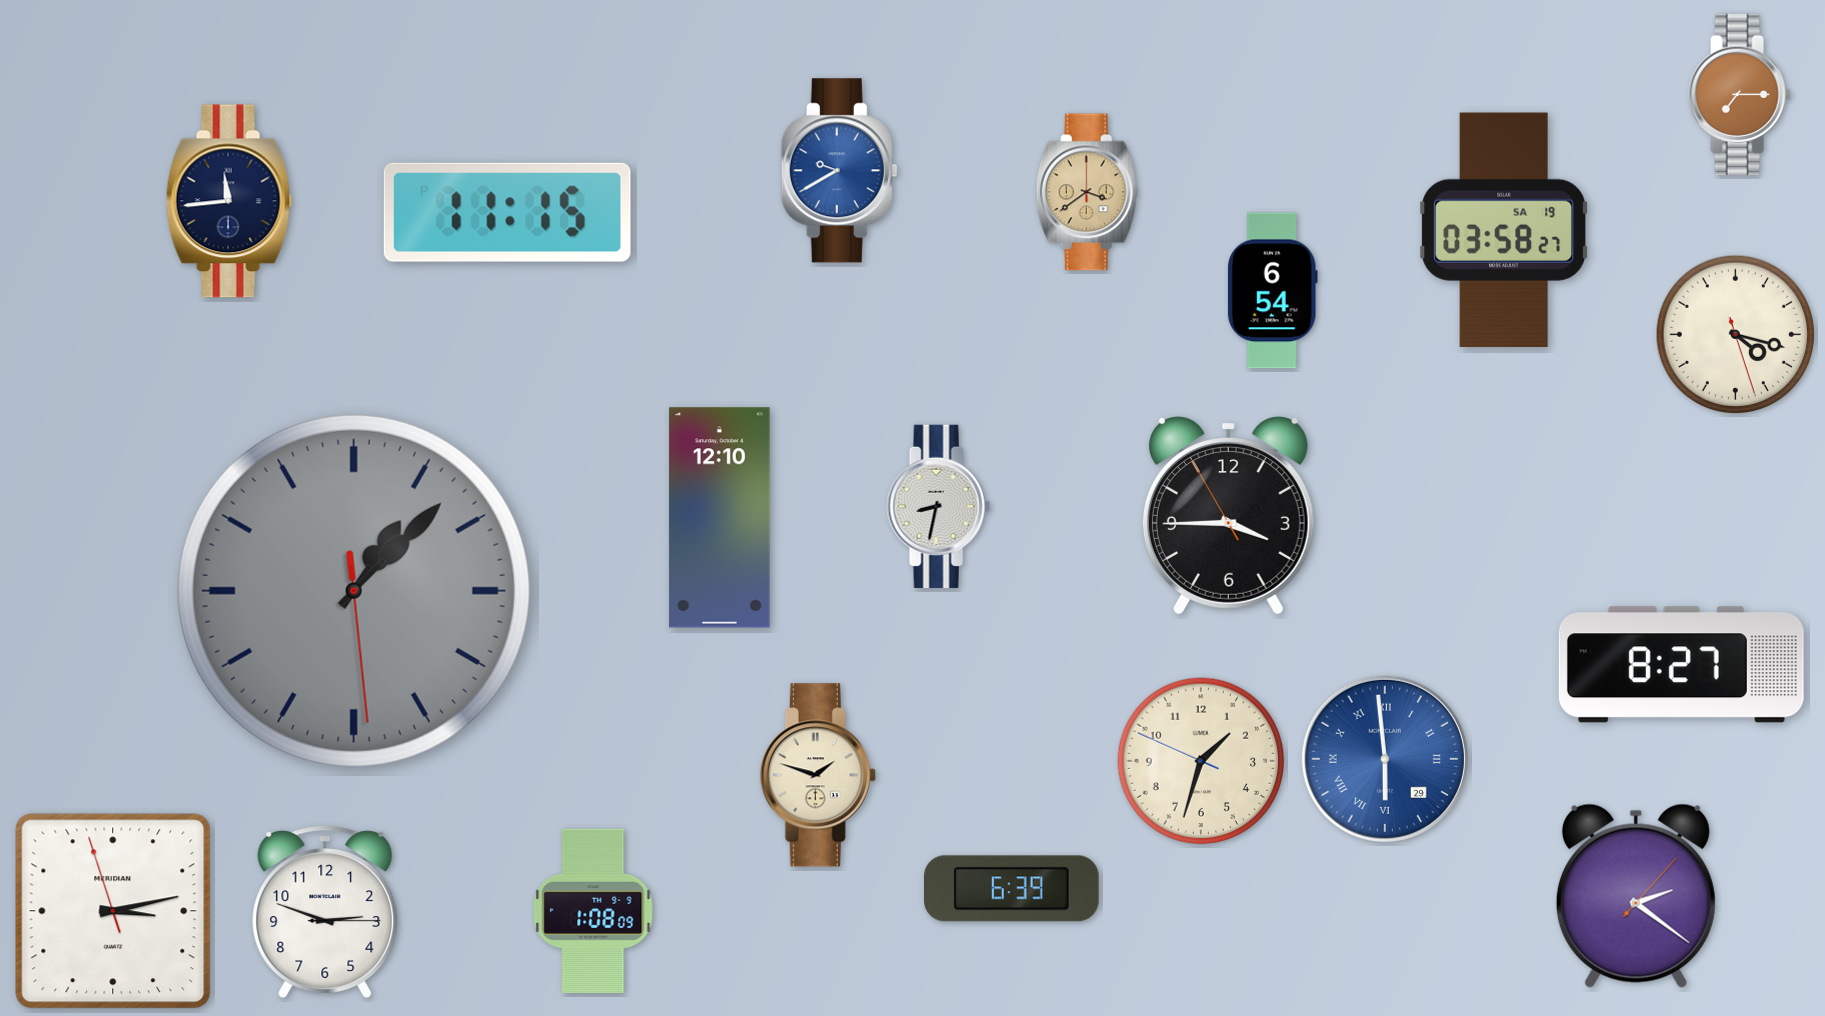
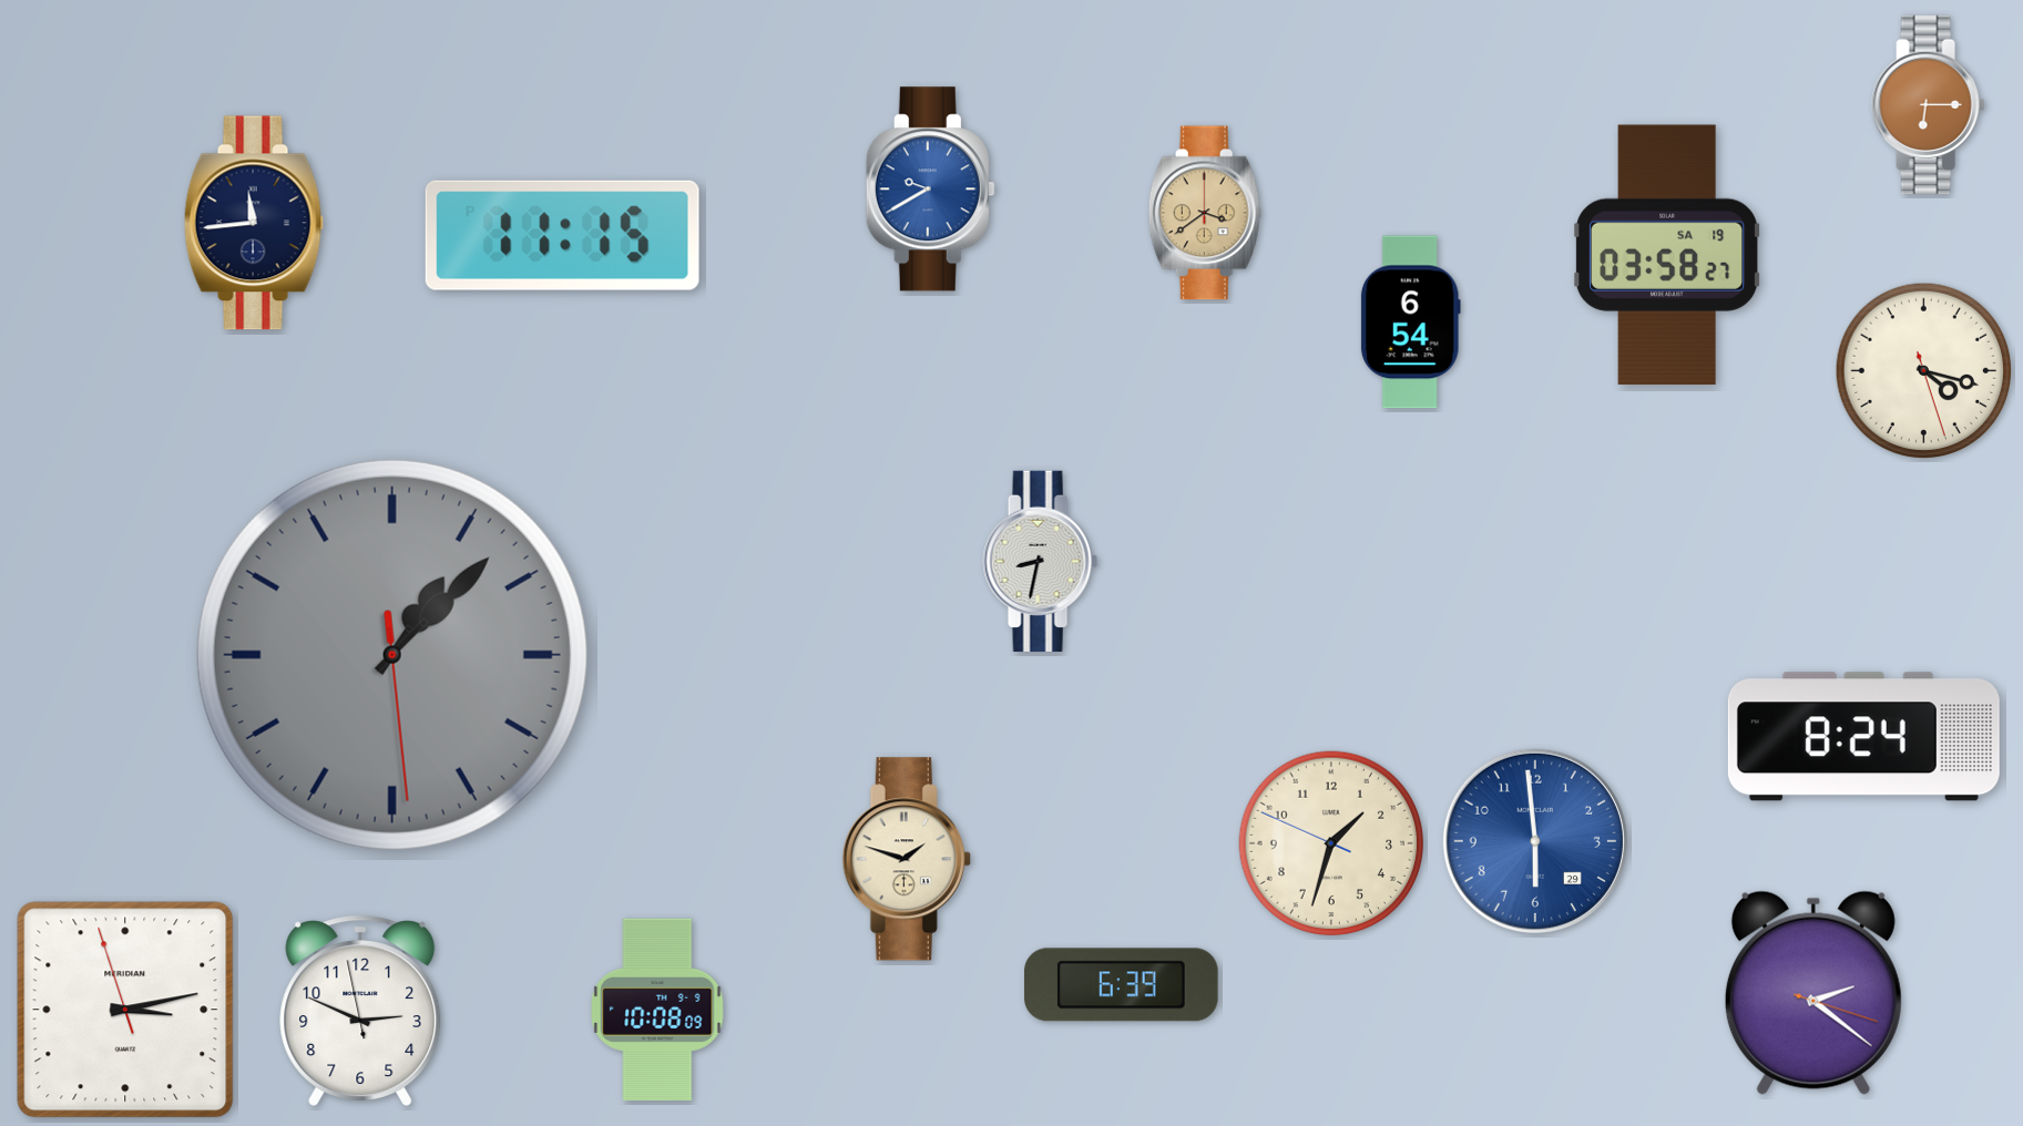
clock at (1740, 95): 7:15 -> 6:15
clock at (1228, 516): 3:44 -> none
clock at (720, 518): 12:10 -> none
clock at (1681, 665): 8:27 -> 8:24
clock at (1385, 759) numerals: Roman -> Arabic
clock at (1636, 896): 2:21:07 -> 2:21:18
clock at (593, 911): 1:08 -> 10:08
clock at (325, 912): 2:48:15 -> 2:48:58
